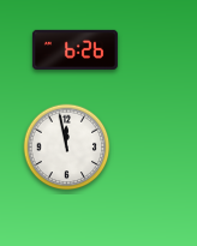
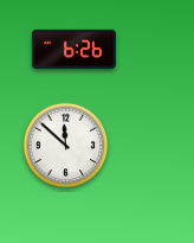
clock at (67, 148): 11:58 -> 11:52
